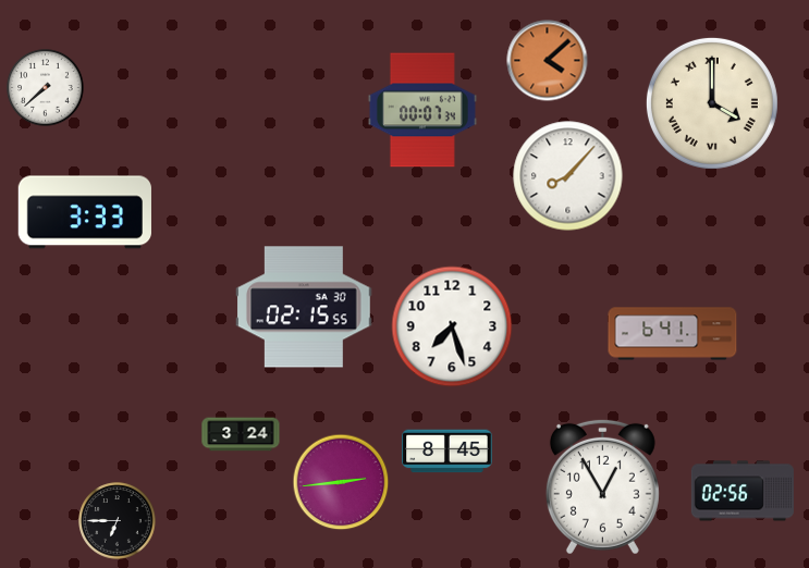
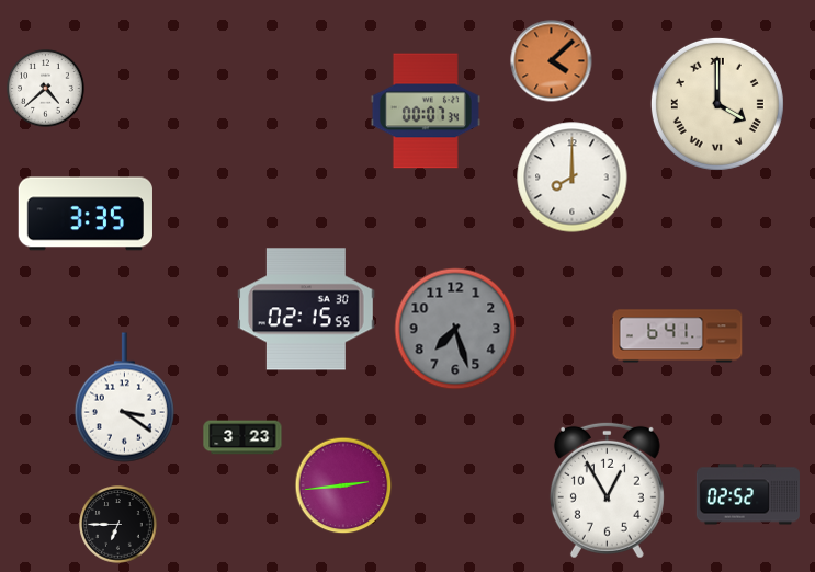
clock at (46, 88): 7:38 -> 4:38
clock at (568, 176): 8:07 -> 8:00
clock at (84, 212): 3:33 -> 3:35
clock at (452, 326) dial: white -> grey
clock at (124, 398): none -> 3:21
clock at (241, 434): 3:24 -> 3:23
clock at (448, 452): 8:45 -> none
clock at (743, 491): 02:56 -> 02:52
